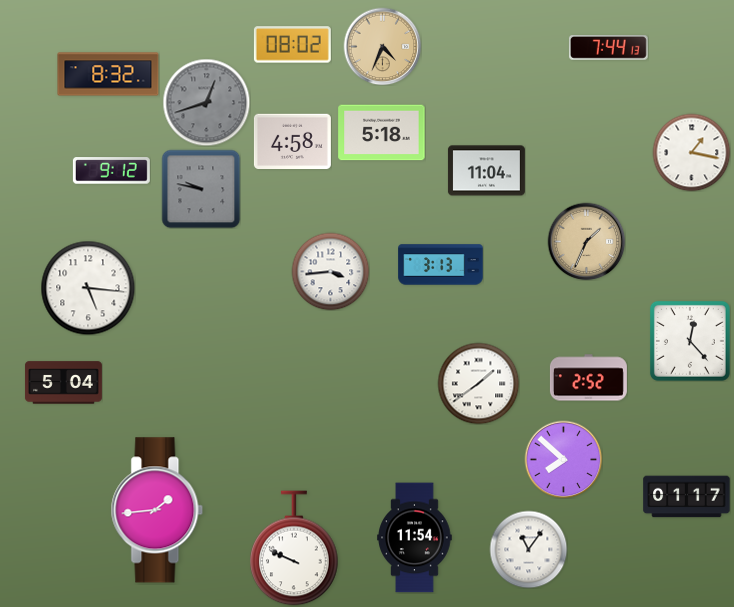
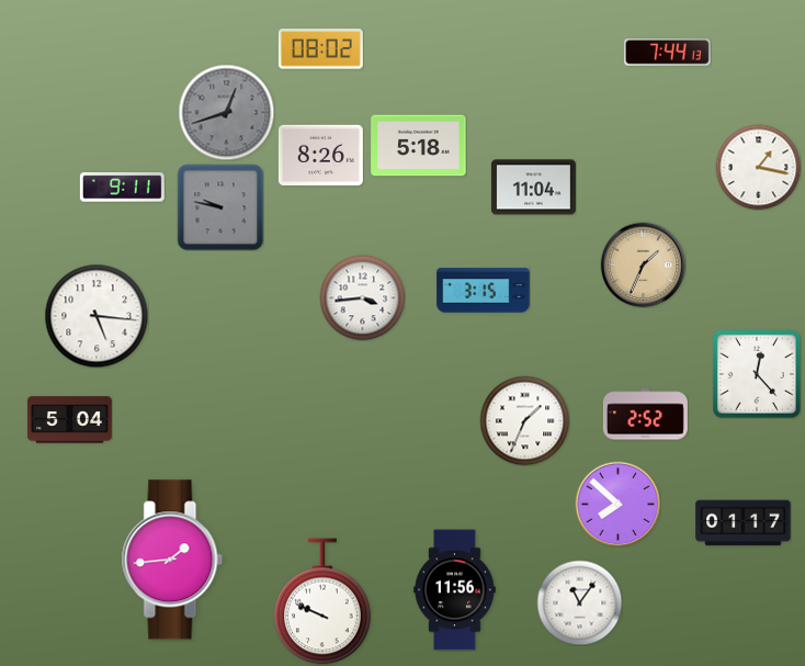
clock at (382, 46): 4:34 -> none
clock at (108, 74): 8:32 -> none
clock at (292, 142): 4:58 -> 8:26
clock at (111, 171): 9:12 -> 9:11
clock at (441, 265): 3:13 -> 3:15
clock at (478, 383): 1:39 -> 1:34
clock at (687, 497) position: (687, 497) -> (744, 523)
clock at (415, 538): 11:54 -> 11:56
